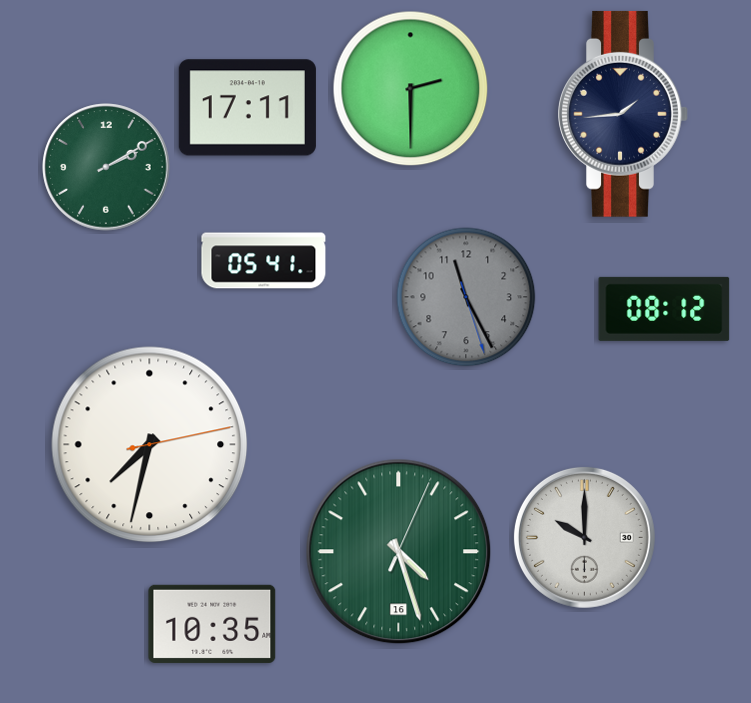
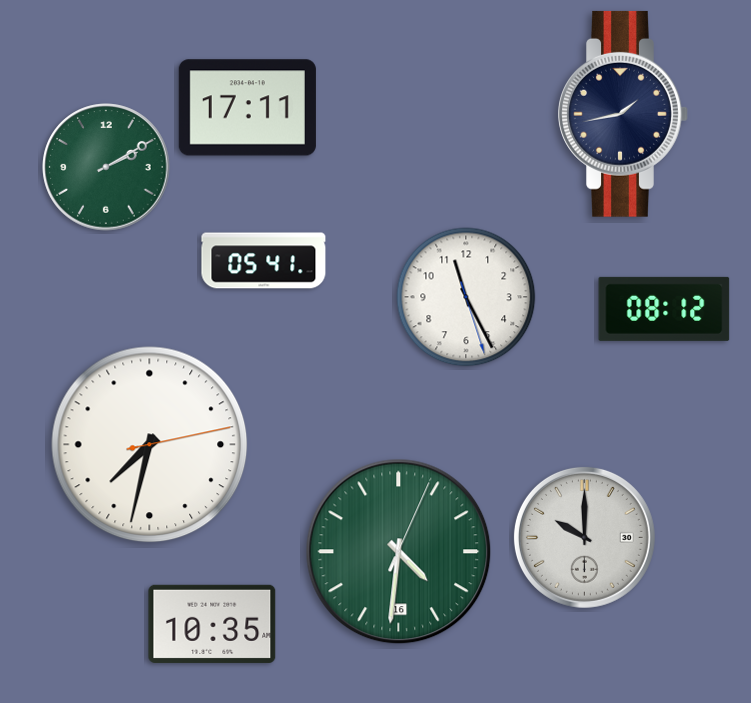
clock at (411, 89): 2:30 -> none
clock at (623, 114): 1:44 -> 1:43
clock at (466, 297) dial: grey -> white
clock at (399, 552): 4:27 -> 4:31
